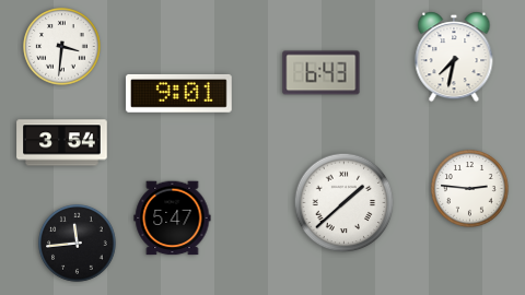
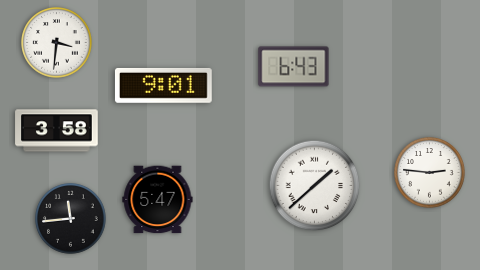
clock at (454, 57): 7:32 -> none
clock at (62, 143): 3:54 -> 3:58
clock at (78, 244) position: (78, 244) -> (71, 219)
